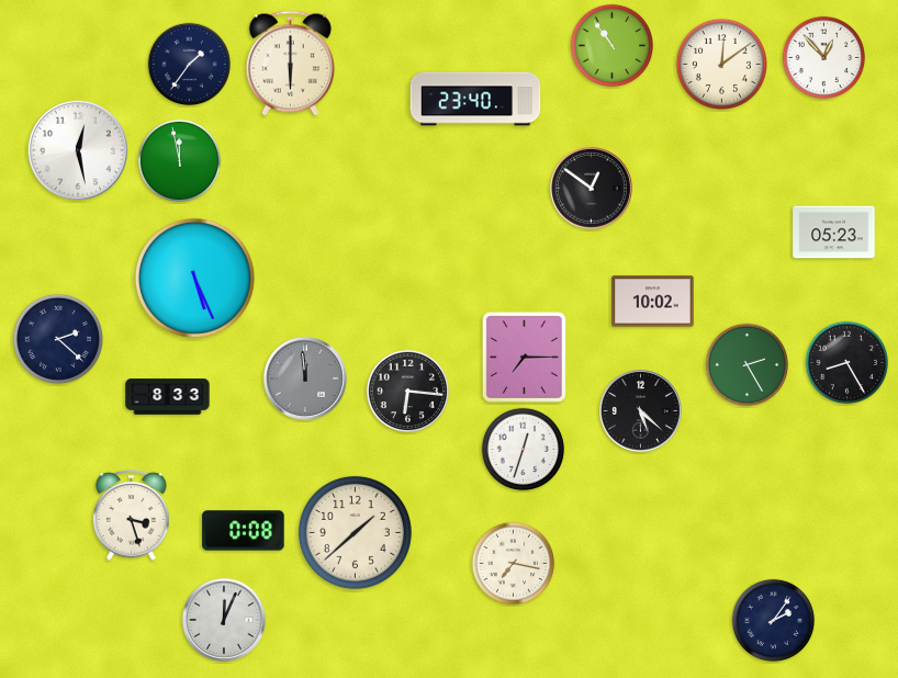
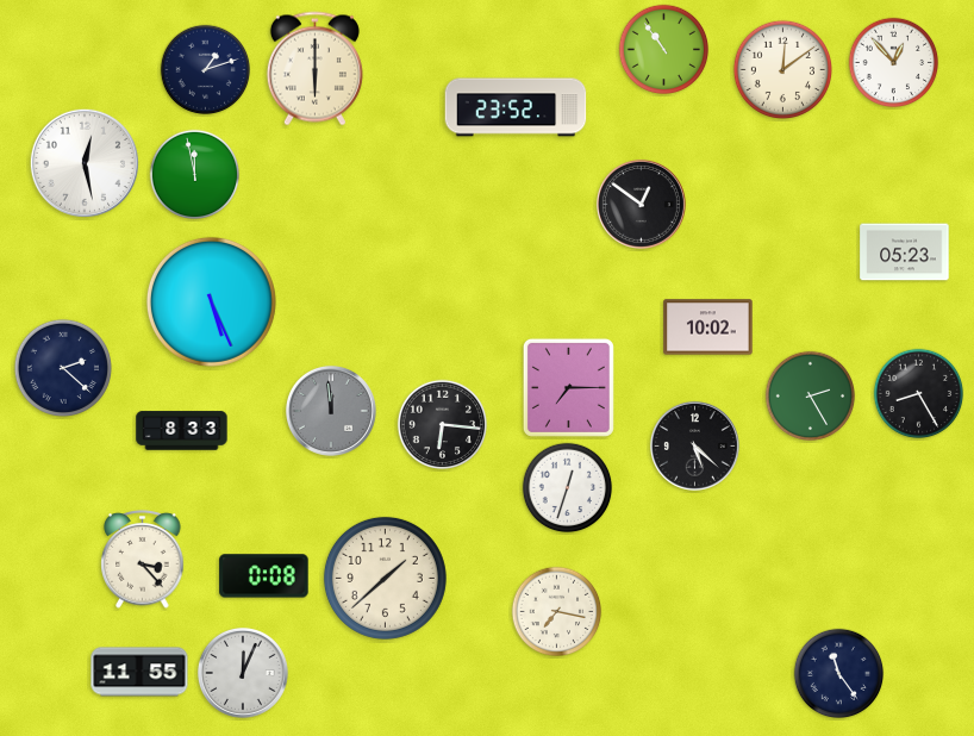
clock at (190, 65): 1:36 -> 1:12
clock at (475, 99): 23:40 -> 23:52
clock at (132, 516): 3:27 -> 3:23
clock at (139, 672): none -> 11:55
clock at (774, 621): 2:06 -> 11:24
